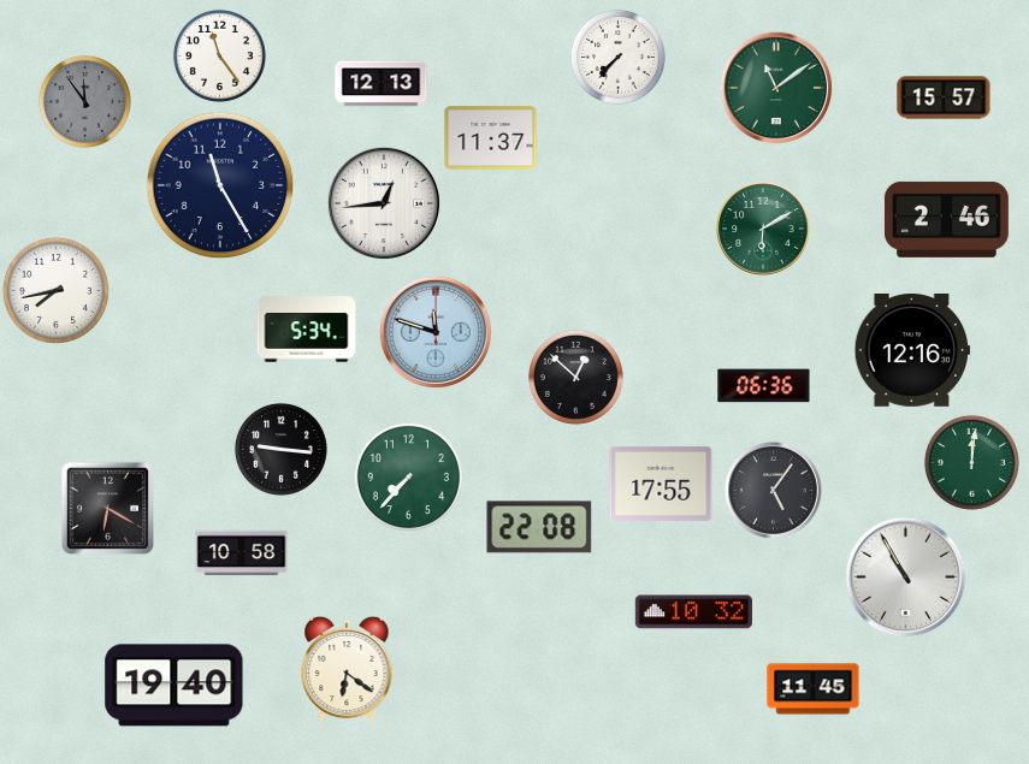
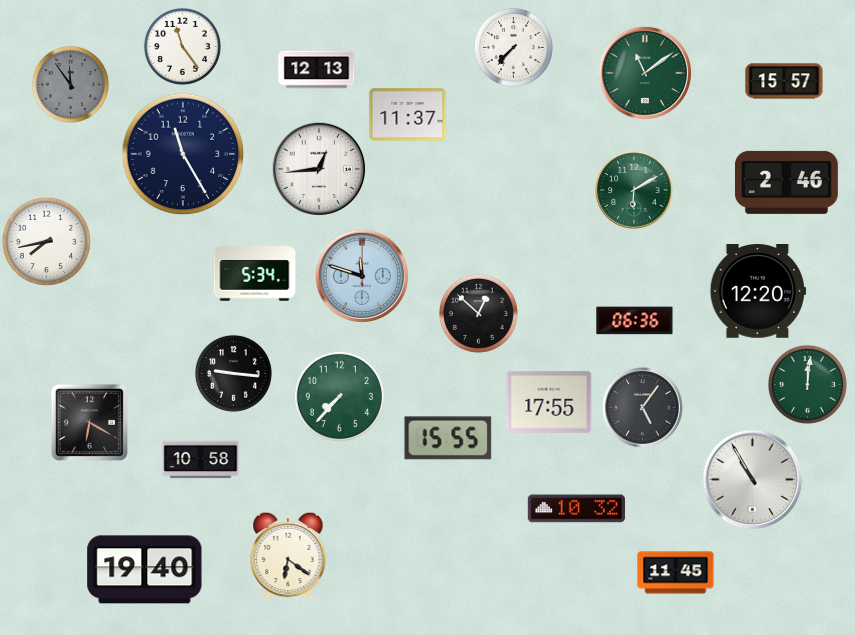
clock at (911, 350): 12:16 -> 12:20
clock at (539, 527): 22:08 -> 15:55
